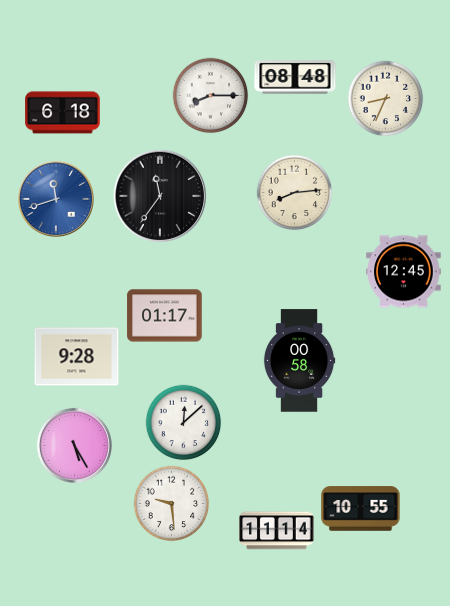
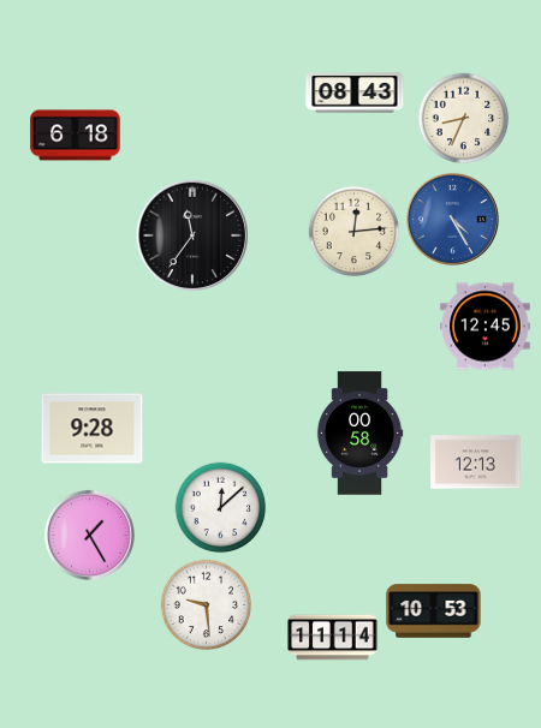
clock at (295, 77): 08:48 -> 08:43
clock at (211, 96): 8:15 -> none
clock at (452, 219): none -> 4:25
clock at (295, 193): 8:14 -> 12:14
clock at (56, 199): 11:42 -> none
clock at (165, 316): 01:17 -> none
clock at (476, 463): none -> 12:13
clock at (74, 445): 5:25 -> 1:25
clock at (361, 509): 10:55 -> 10:53
